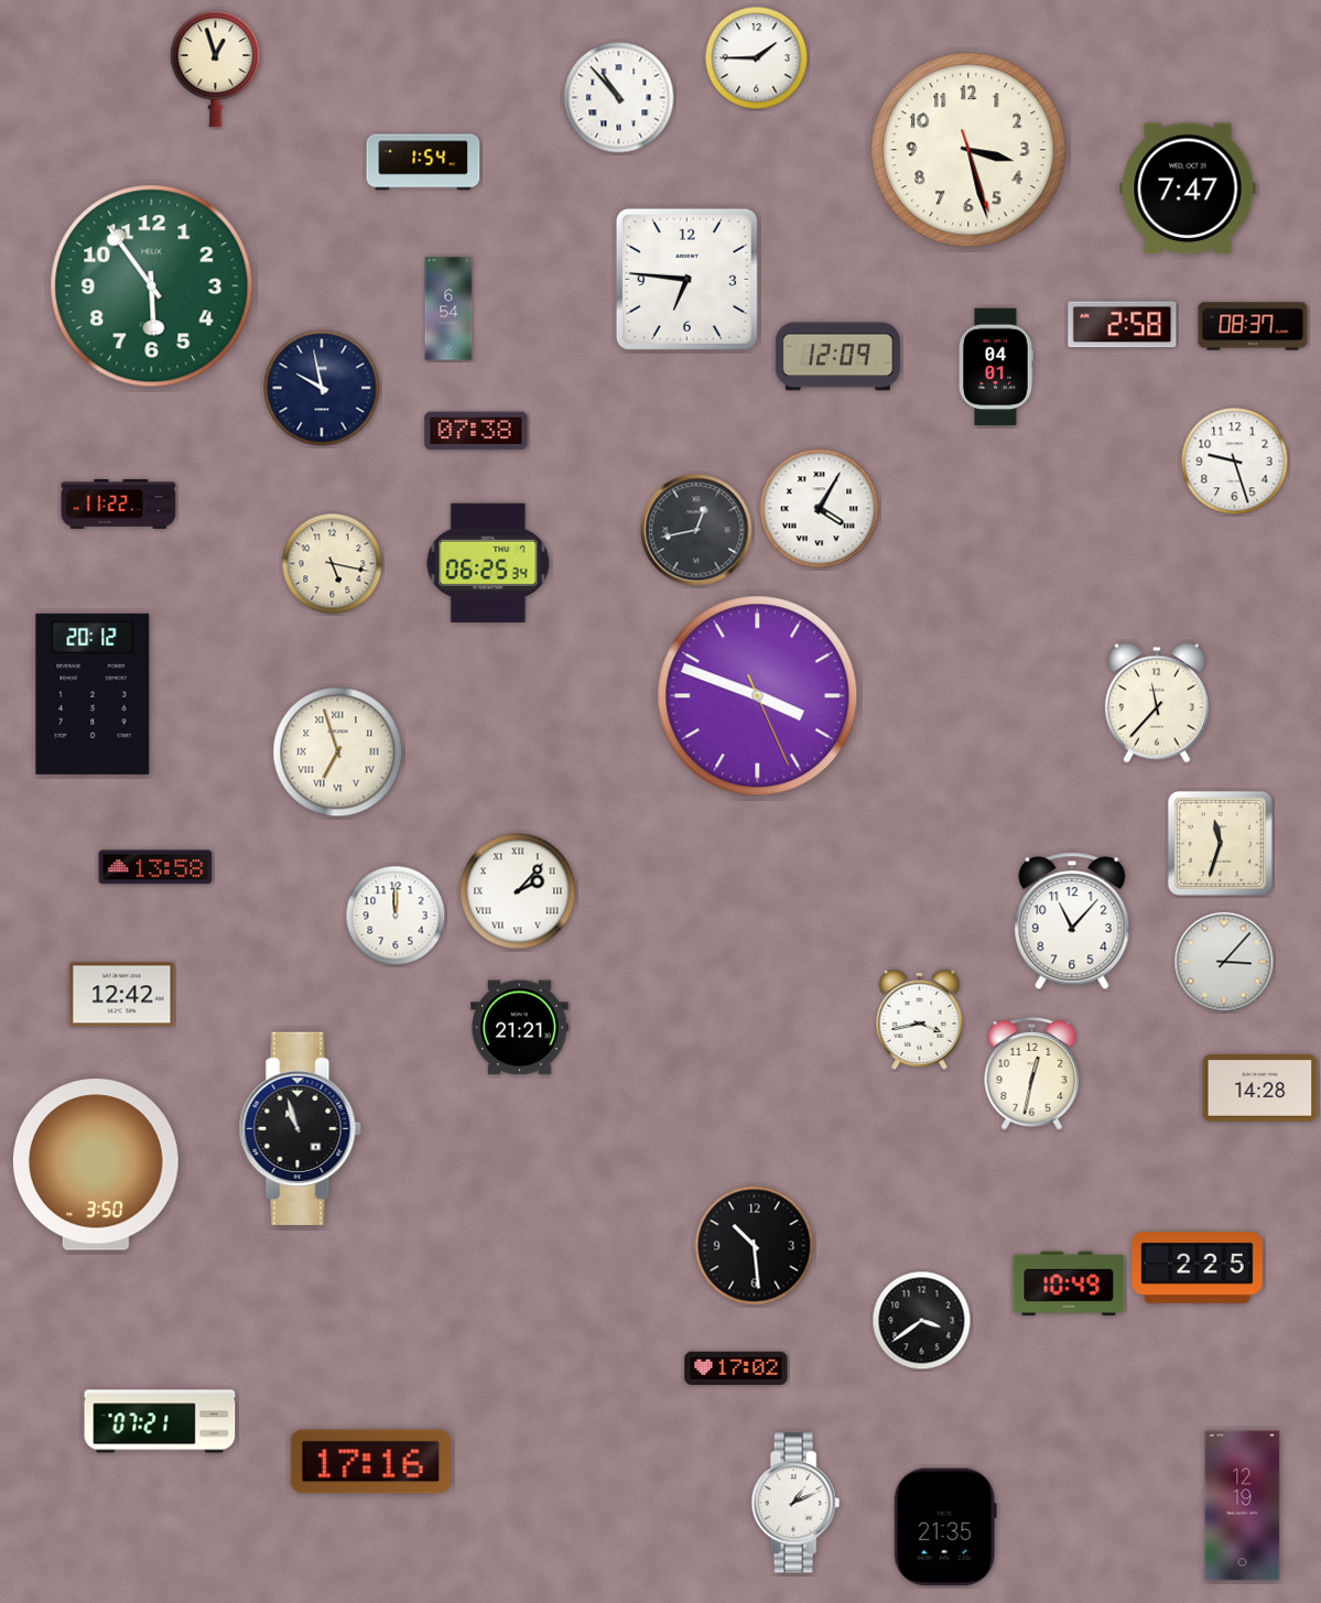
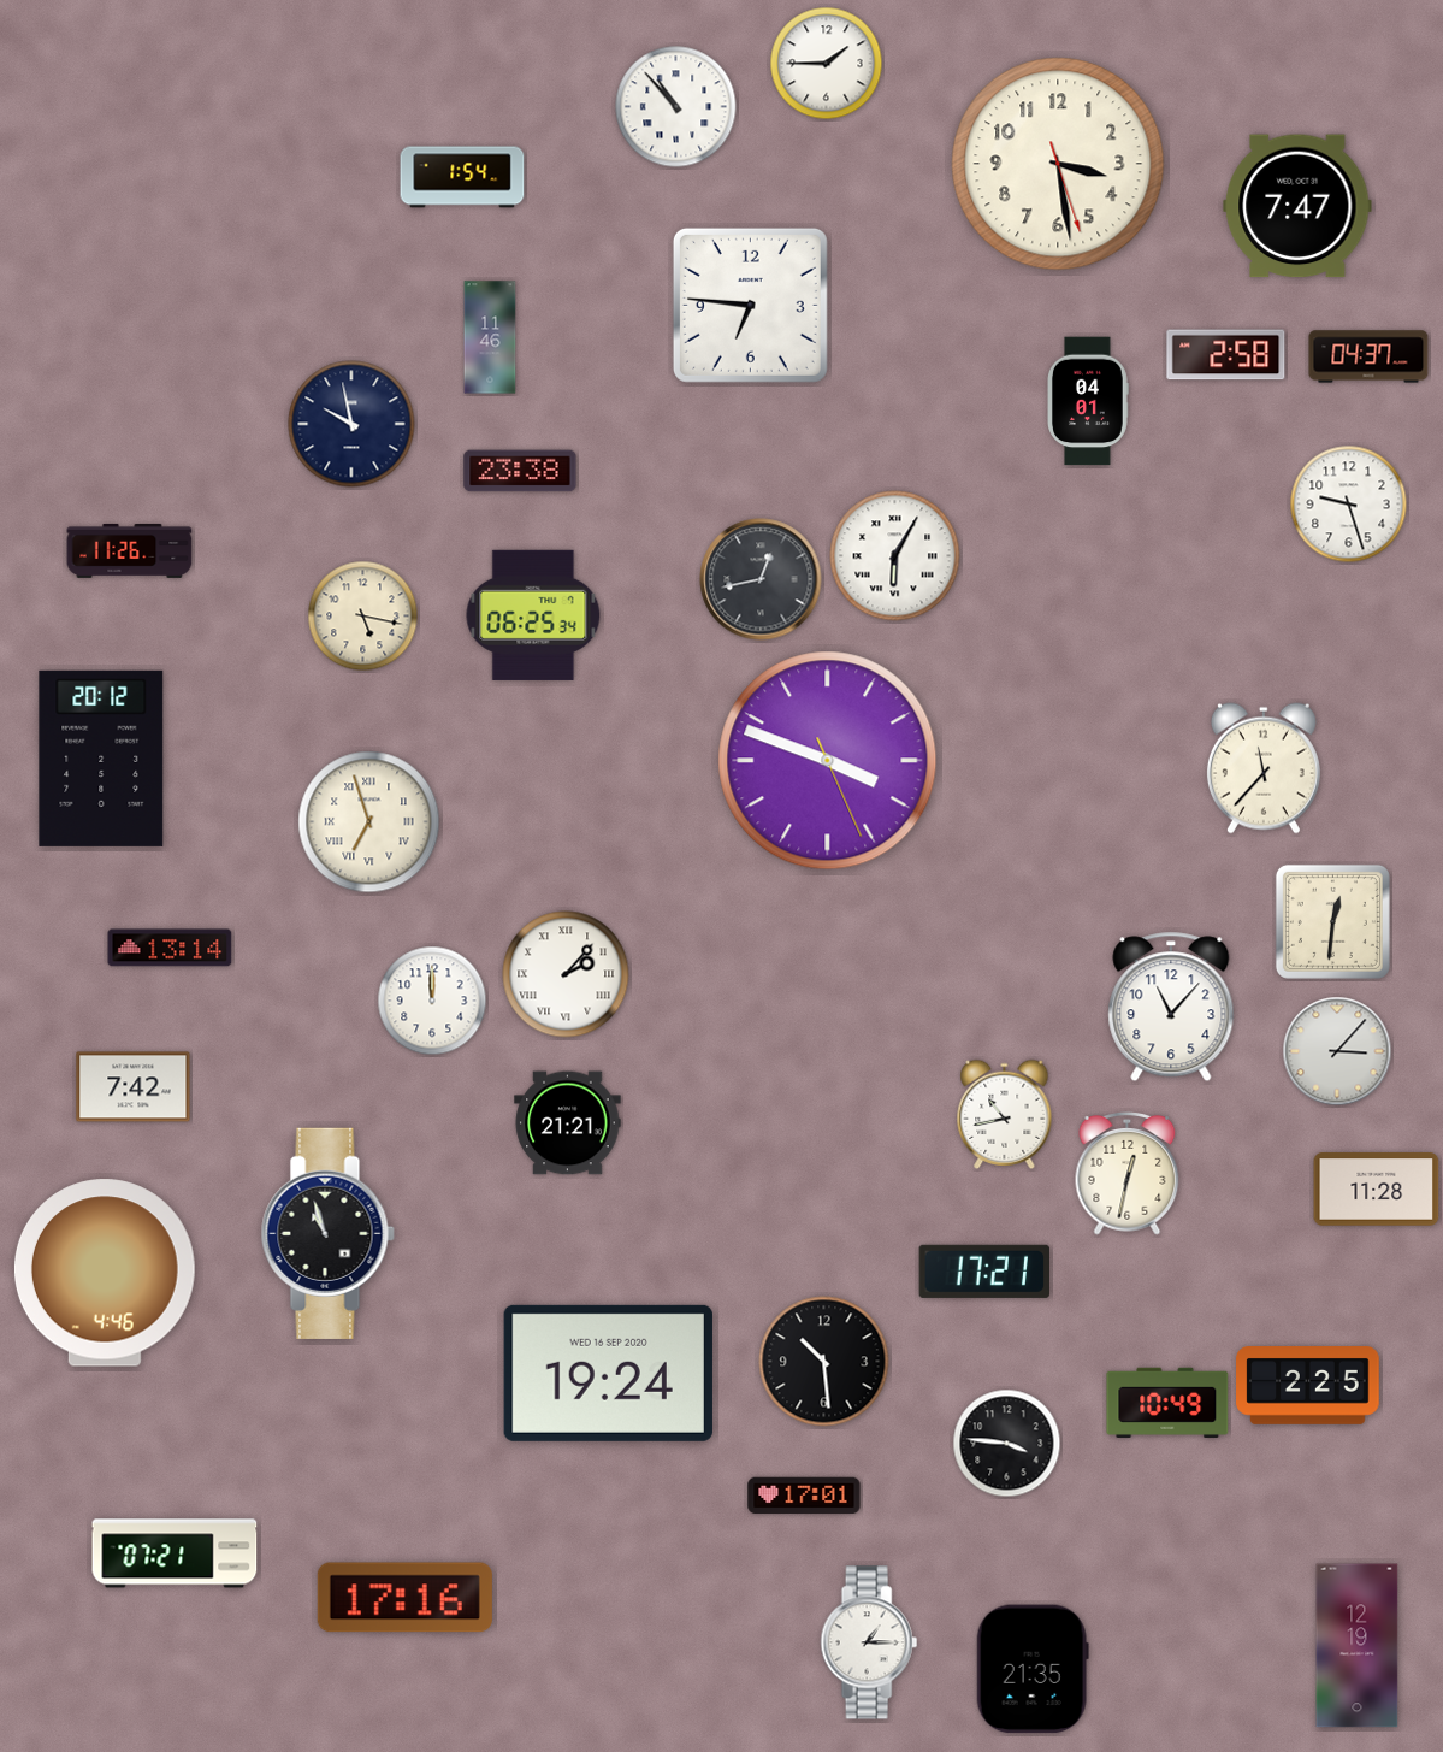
clock at (216, 69): 12:57 -> none
clock at (968, 150): 3:27 -> 3:28
clock at (152, 286): 5:54 -> none
clock at (448, 308): 6:54 -> 11:46
clock at (1253, 326): 08:37 -> 04:37
clock at (837, 357): 12:09 -> none
clock at (476, 431): 07:38 -> 23:38
clock at (119, 503): 11:22 -> 11:26
clock at (820, 509): 4:05 -> 6:05
clock at (1220, 843): 11:33 -> 12:31
clock at (155, 867): 13:58 -> 13:14
clock at (122, 995): 12:42 -> 7:42
clock at (920, 1019): 3:43 -> 10:43
clock at (1260, 1088): 14:28 -> 11:28
clock at (983, 1272): none -> 17:21
clock at (96, 1165): 3:50 -> 4:46
clock at (608, 1373): none -> 19:24
clock at (922, 1321): 3:39 -> 3:46
clock at (736, 1368): 17:02 -> 17:01
clock at (795, 1503): 1:11 -> 1:15
